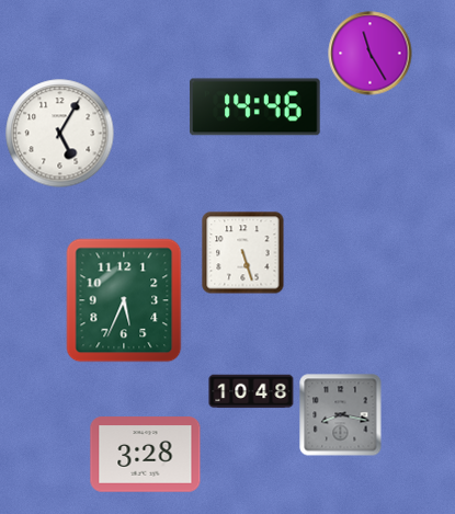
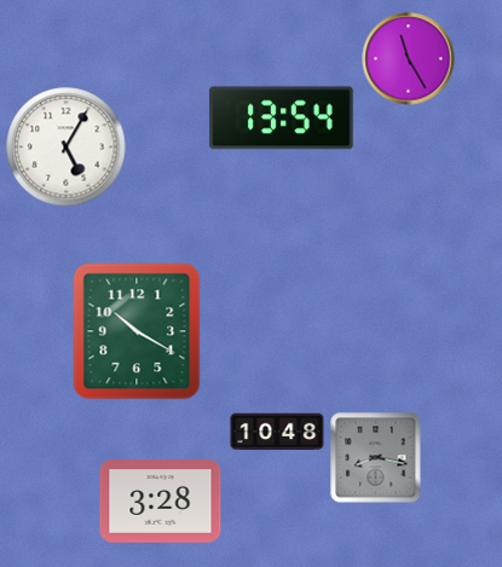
clock at (255, 107): 14:46 -> 13:54
clock at (243, 253): 5:27 -> none
clock at (124, 300): 5:34 -> 10:20
